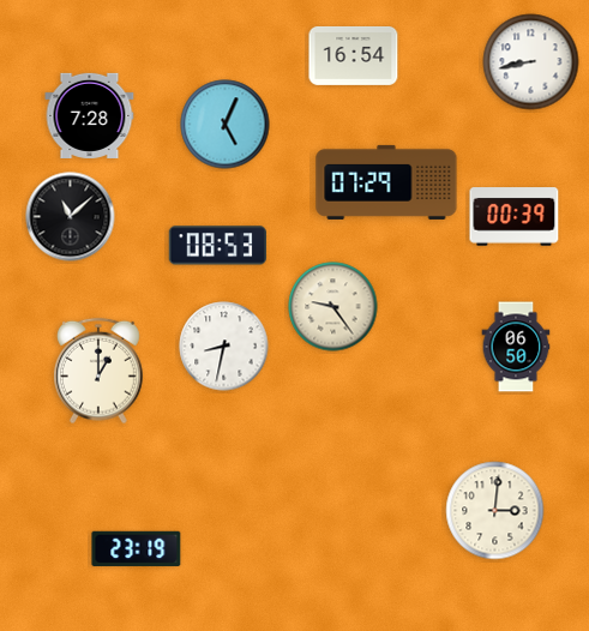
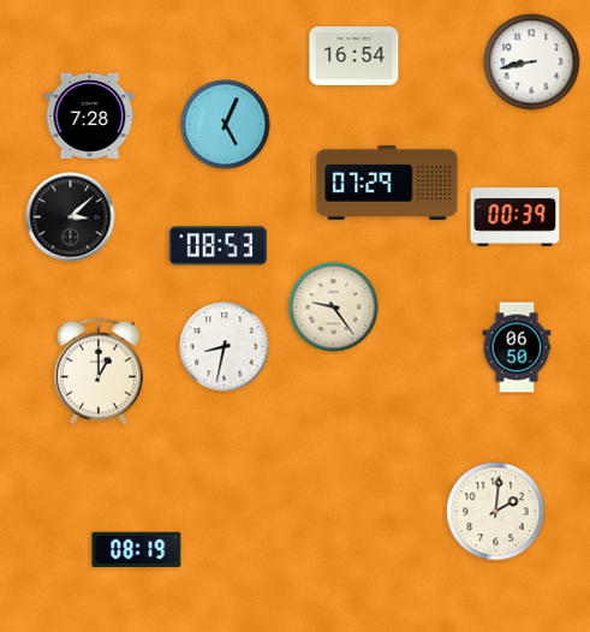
clock at (71, 217): 11:08 -> 3:08
clock at (495, 511): 3:01 -> 2:01
clock at (137, 548): 23:19 -> 08:19
